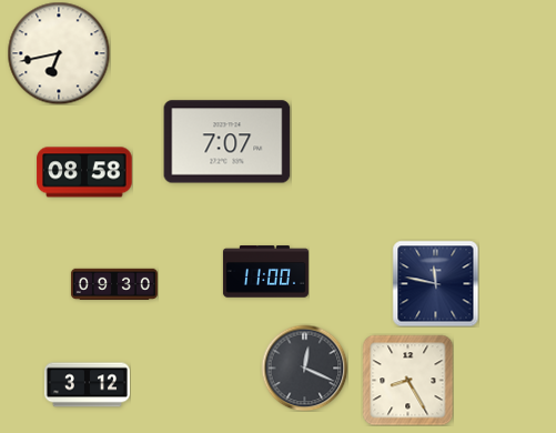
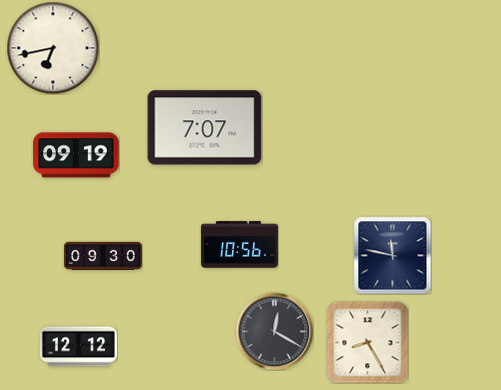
clock at (84, 172): 08:58 -> 09:19
clock at (265, 272): 11:00 -> 10:56
clock at (304, 367): 12:19 -> 12:20
clock at (87, 385): 3:12 -> 12:12
